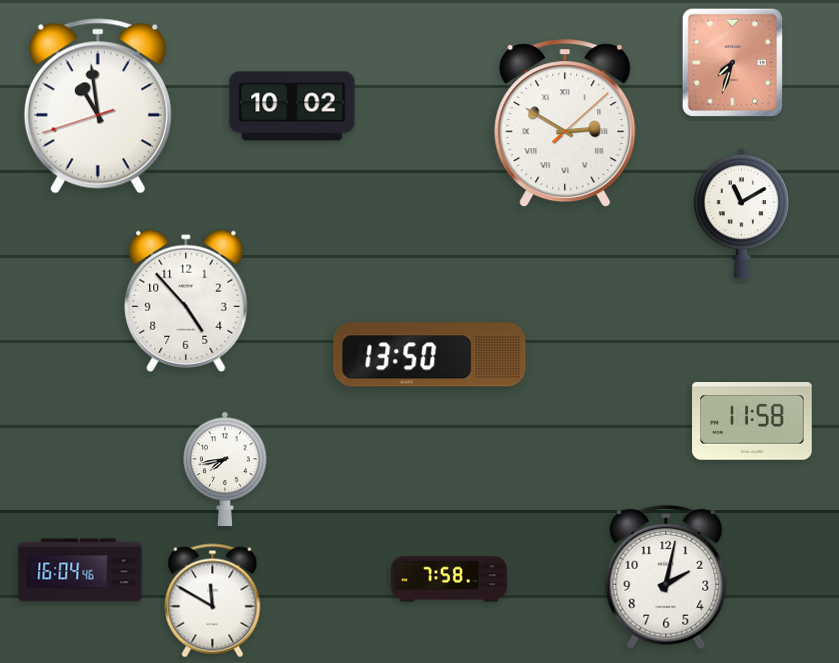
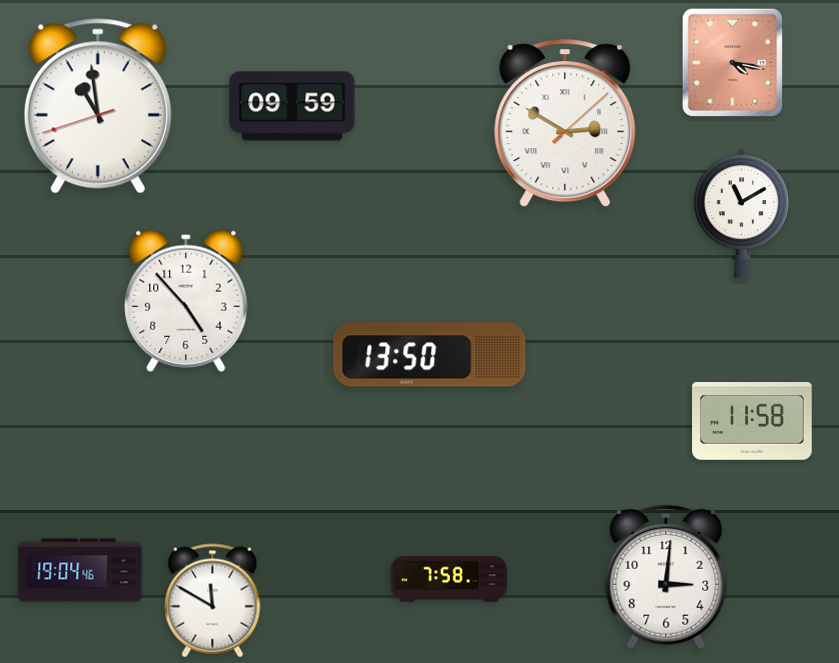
clock at (732, 62): 7:33 -> 4:17
clock at (292, 106): 10:02 -> 09:59
clock at (225, 469): 7:43 -> none
clock at (80, 570): 16:04 -> 19:04
clock at (666, 577): 2:02 -> 3:01
